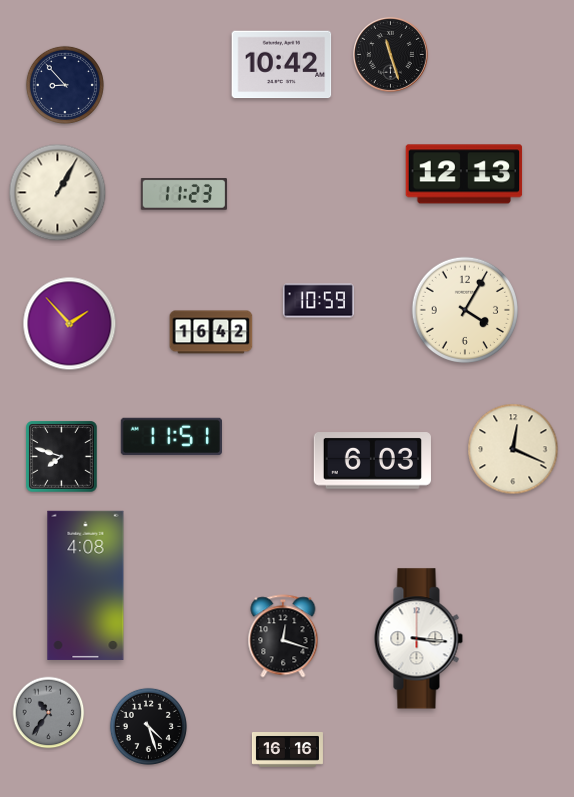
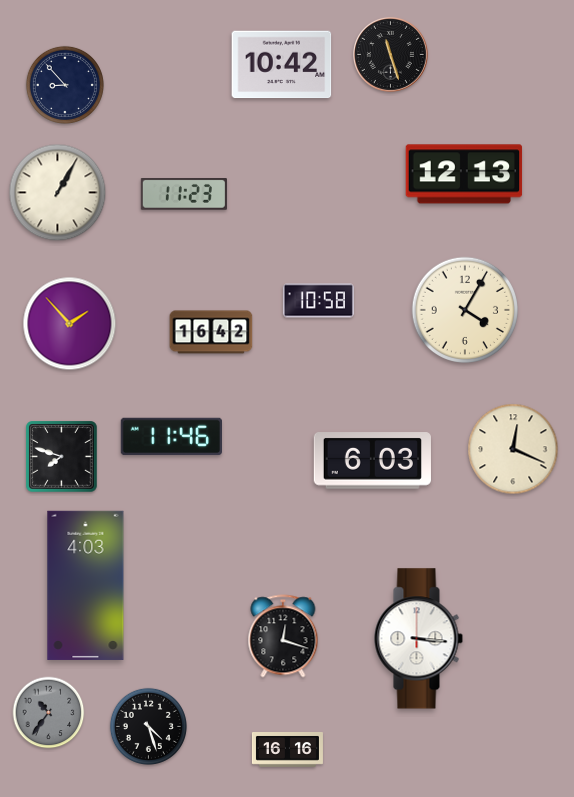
clock at (318, 301): 10:59 -> 10:58
clock at (171, 437): 11:51 -> 11:46
clock at (86, 585): 4:08 -> 4:03
